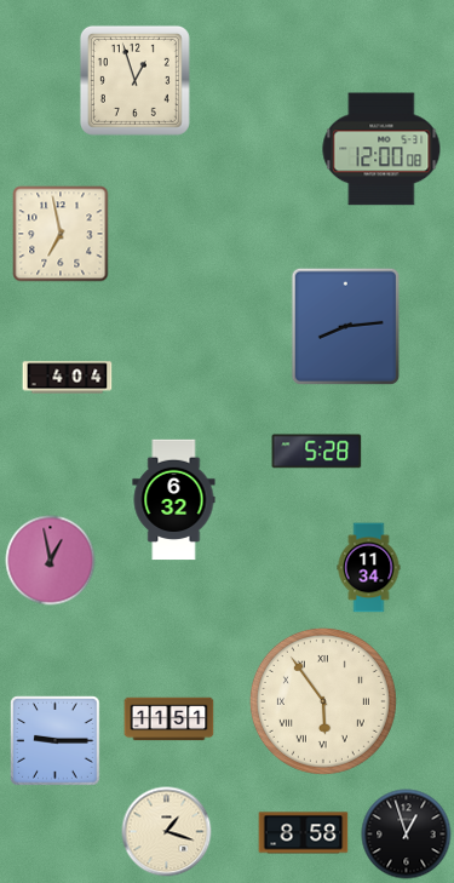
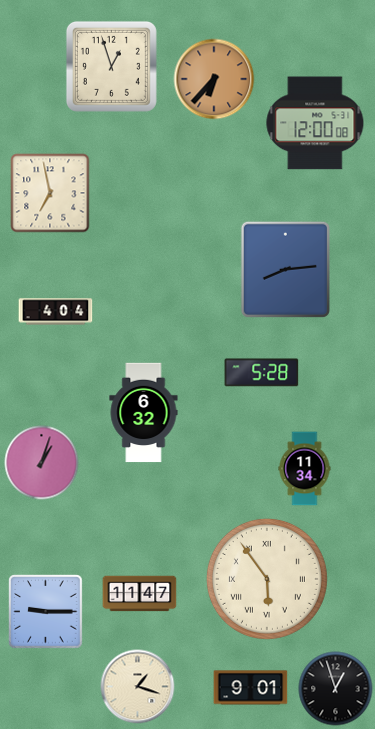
clock at (214, 79): none -> 6:37
clock at (51, 561): 12:58 -> 1:03
clock at (169, 719): 11:51 -> 11:47
clock at (304, 833): 8:58 -> 9:01
